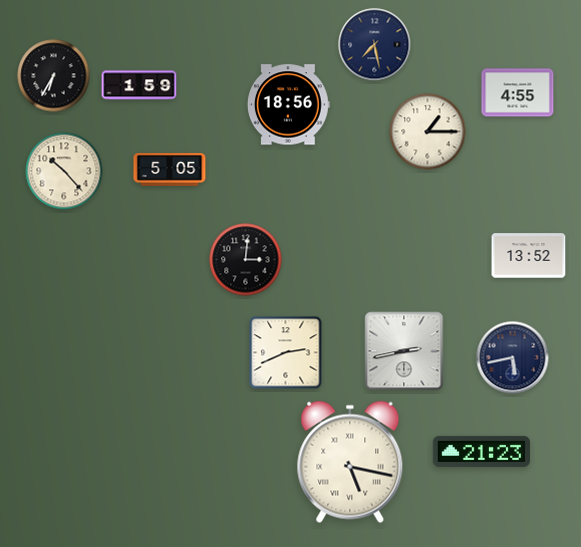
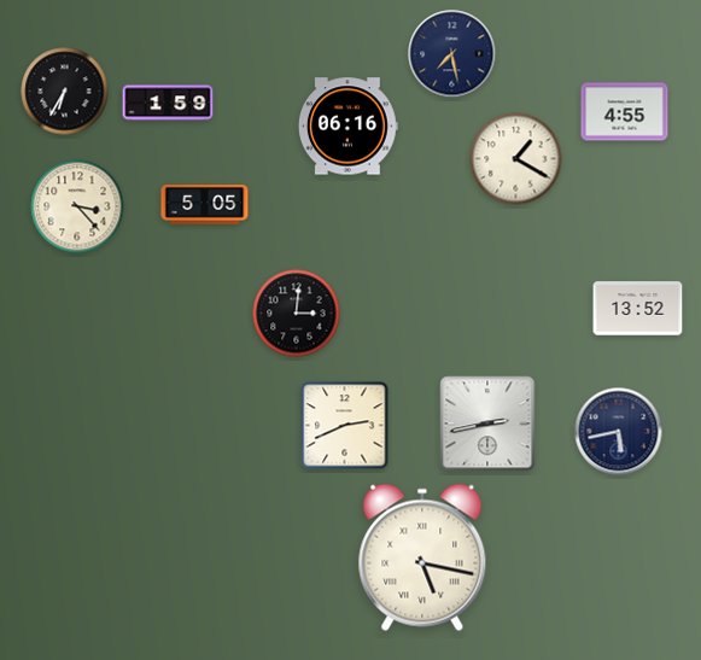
clock at (288, 105): 18:56 -> 06:16
clock at (428, 132): 1:15 -> 1:20
clock at (64, 171): 10:23 -> 3:23
clock at (481, 451): 21:23 -> none
